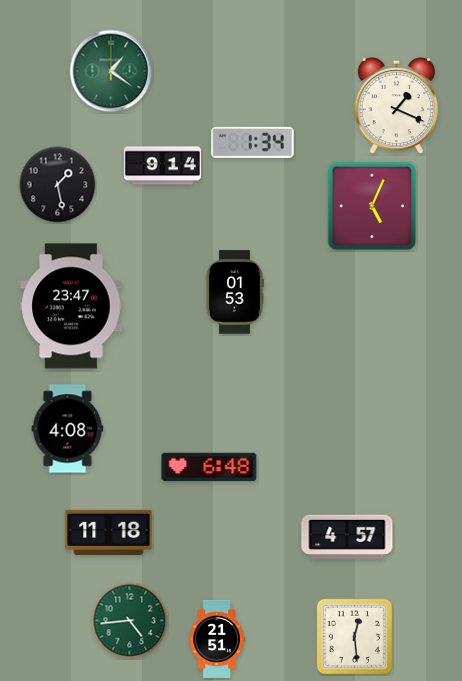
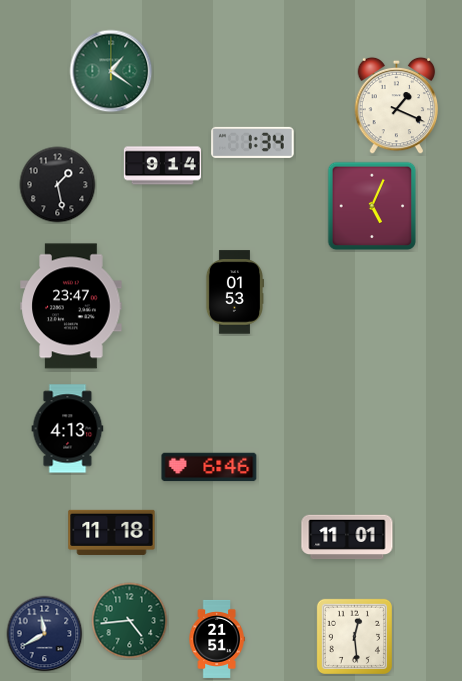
clock at (68, 429): 4:08 -> 4:13
clock at (209, 467): 6:48 -> 6:46
clock at (109, 532) position: (109, 532) -> (112, 532)
clock at (347, 537): 4:57 -> 11:01
clock at (45, 634): none -> 11:40
